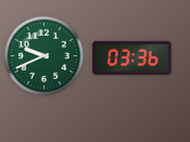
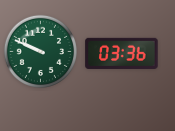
clock at (43, 55): 9:41 -> 9:49
